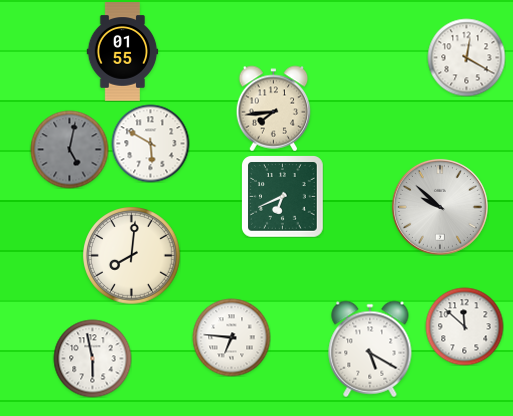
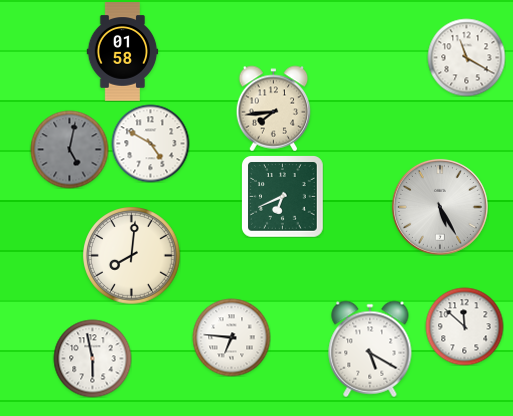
clock at (123, 52): 01:55 -> 01:58
clock at (466, 57): 12:20 -> 11:20
clock at (150, 143): 5:50 -> 4:50
clock at (440, 207): 9:52 -> 5:25
